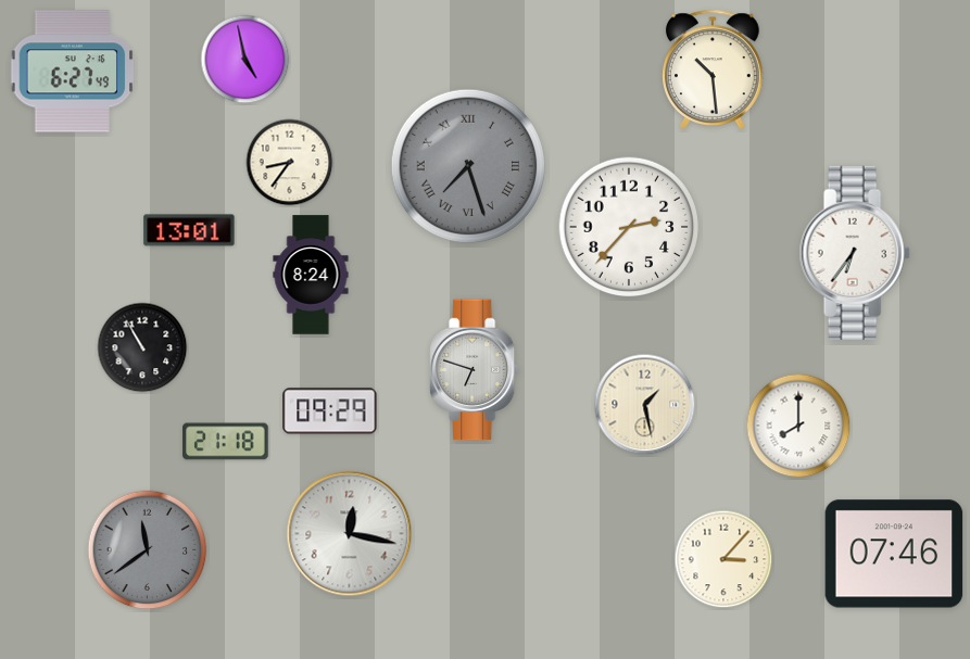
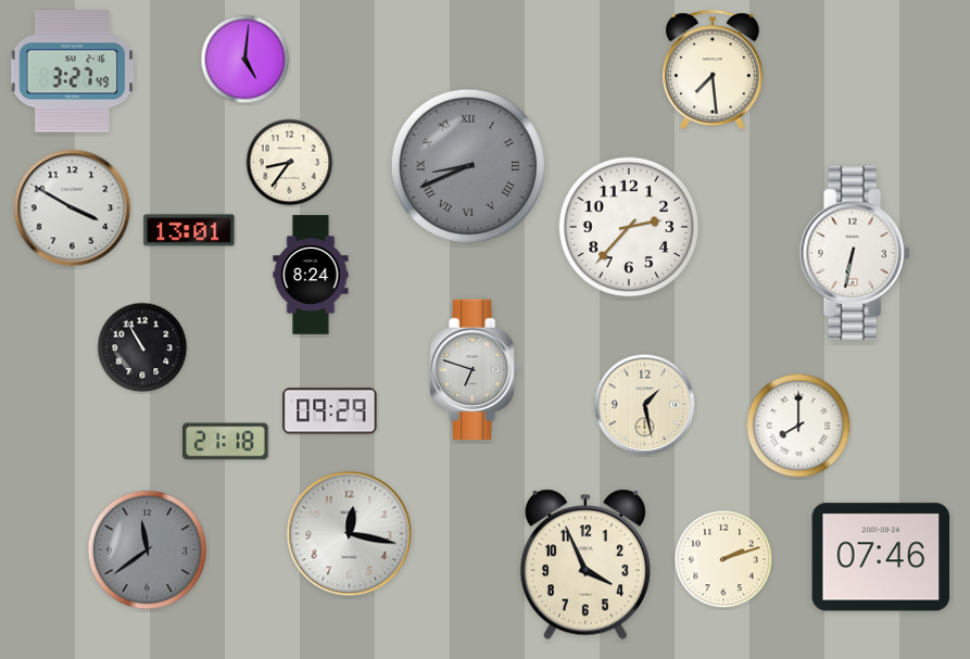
clock at (245, 60): 4:58 -> 5:01
clock at (714, 69): 10:29 -> 7:29
clock at (73, 72): 6:27 -> 3:27
clock at (467, 165): 7:27 -> 8:41
clock at (73, 208): none -> 3:50
clock at (855, 253): 6:36 -> 6:32
clock at (894, 554) position: (894, 554) -> (881, 557)
clock at (723, 559): 3:07 -> 2:12
clock at (585, 565): none -> 3:56
